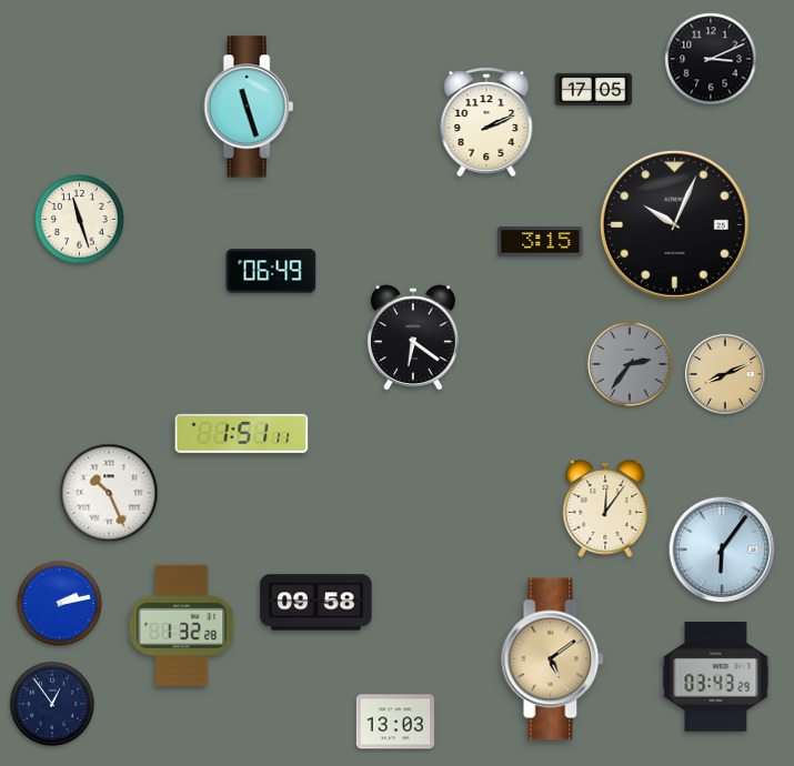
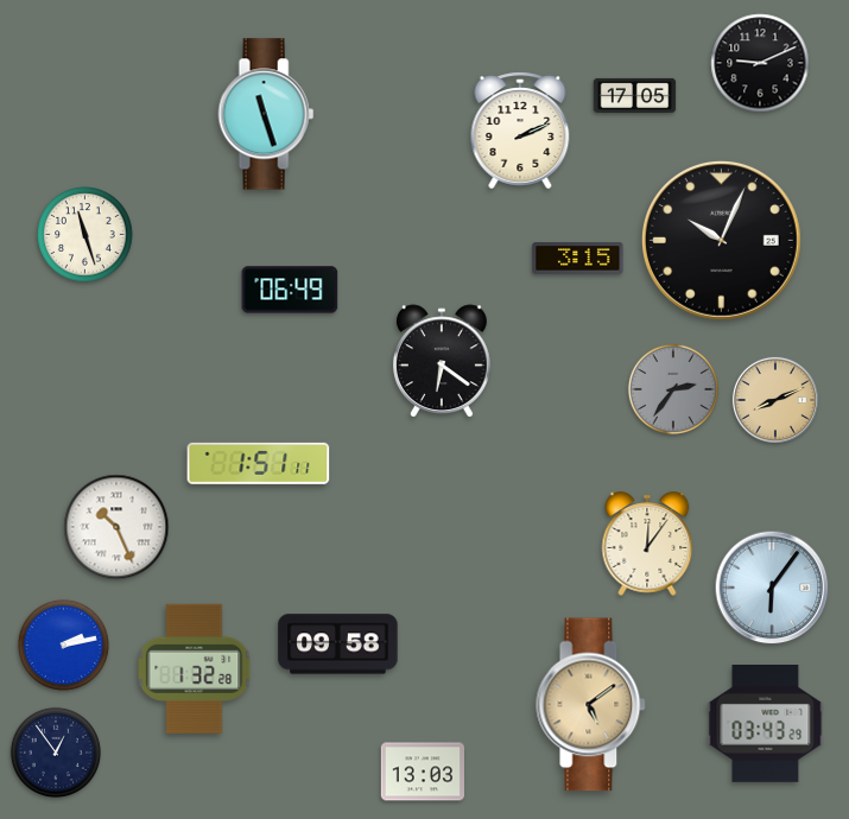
clock at (711, 59): 3:11 -> 9:11
